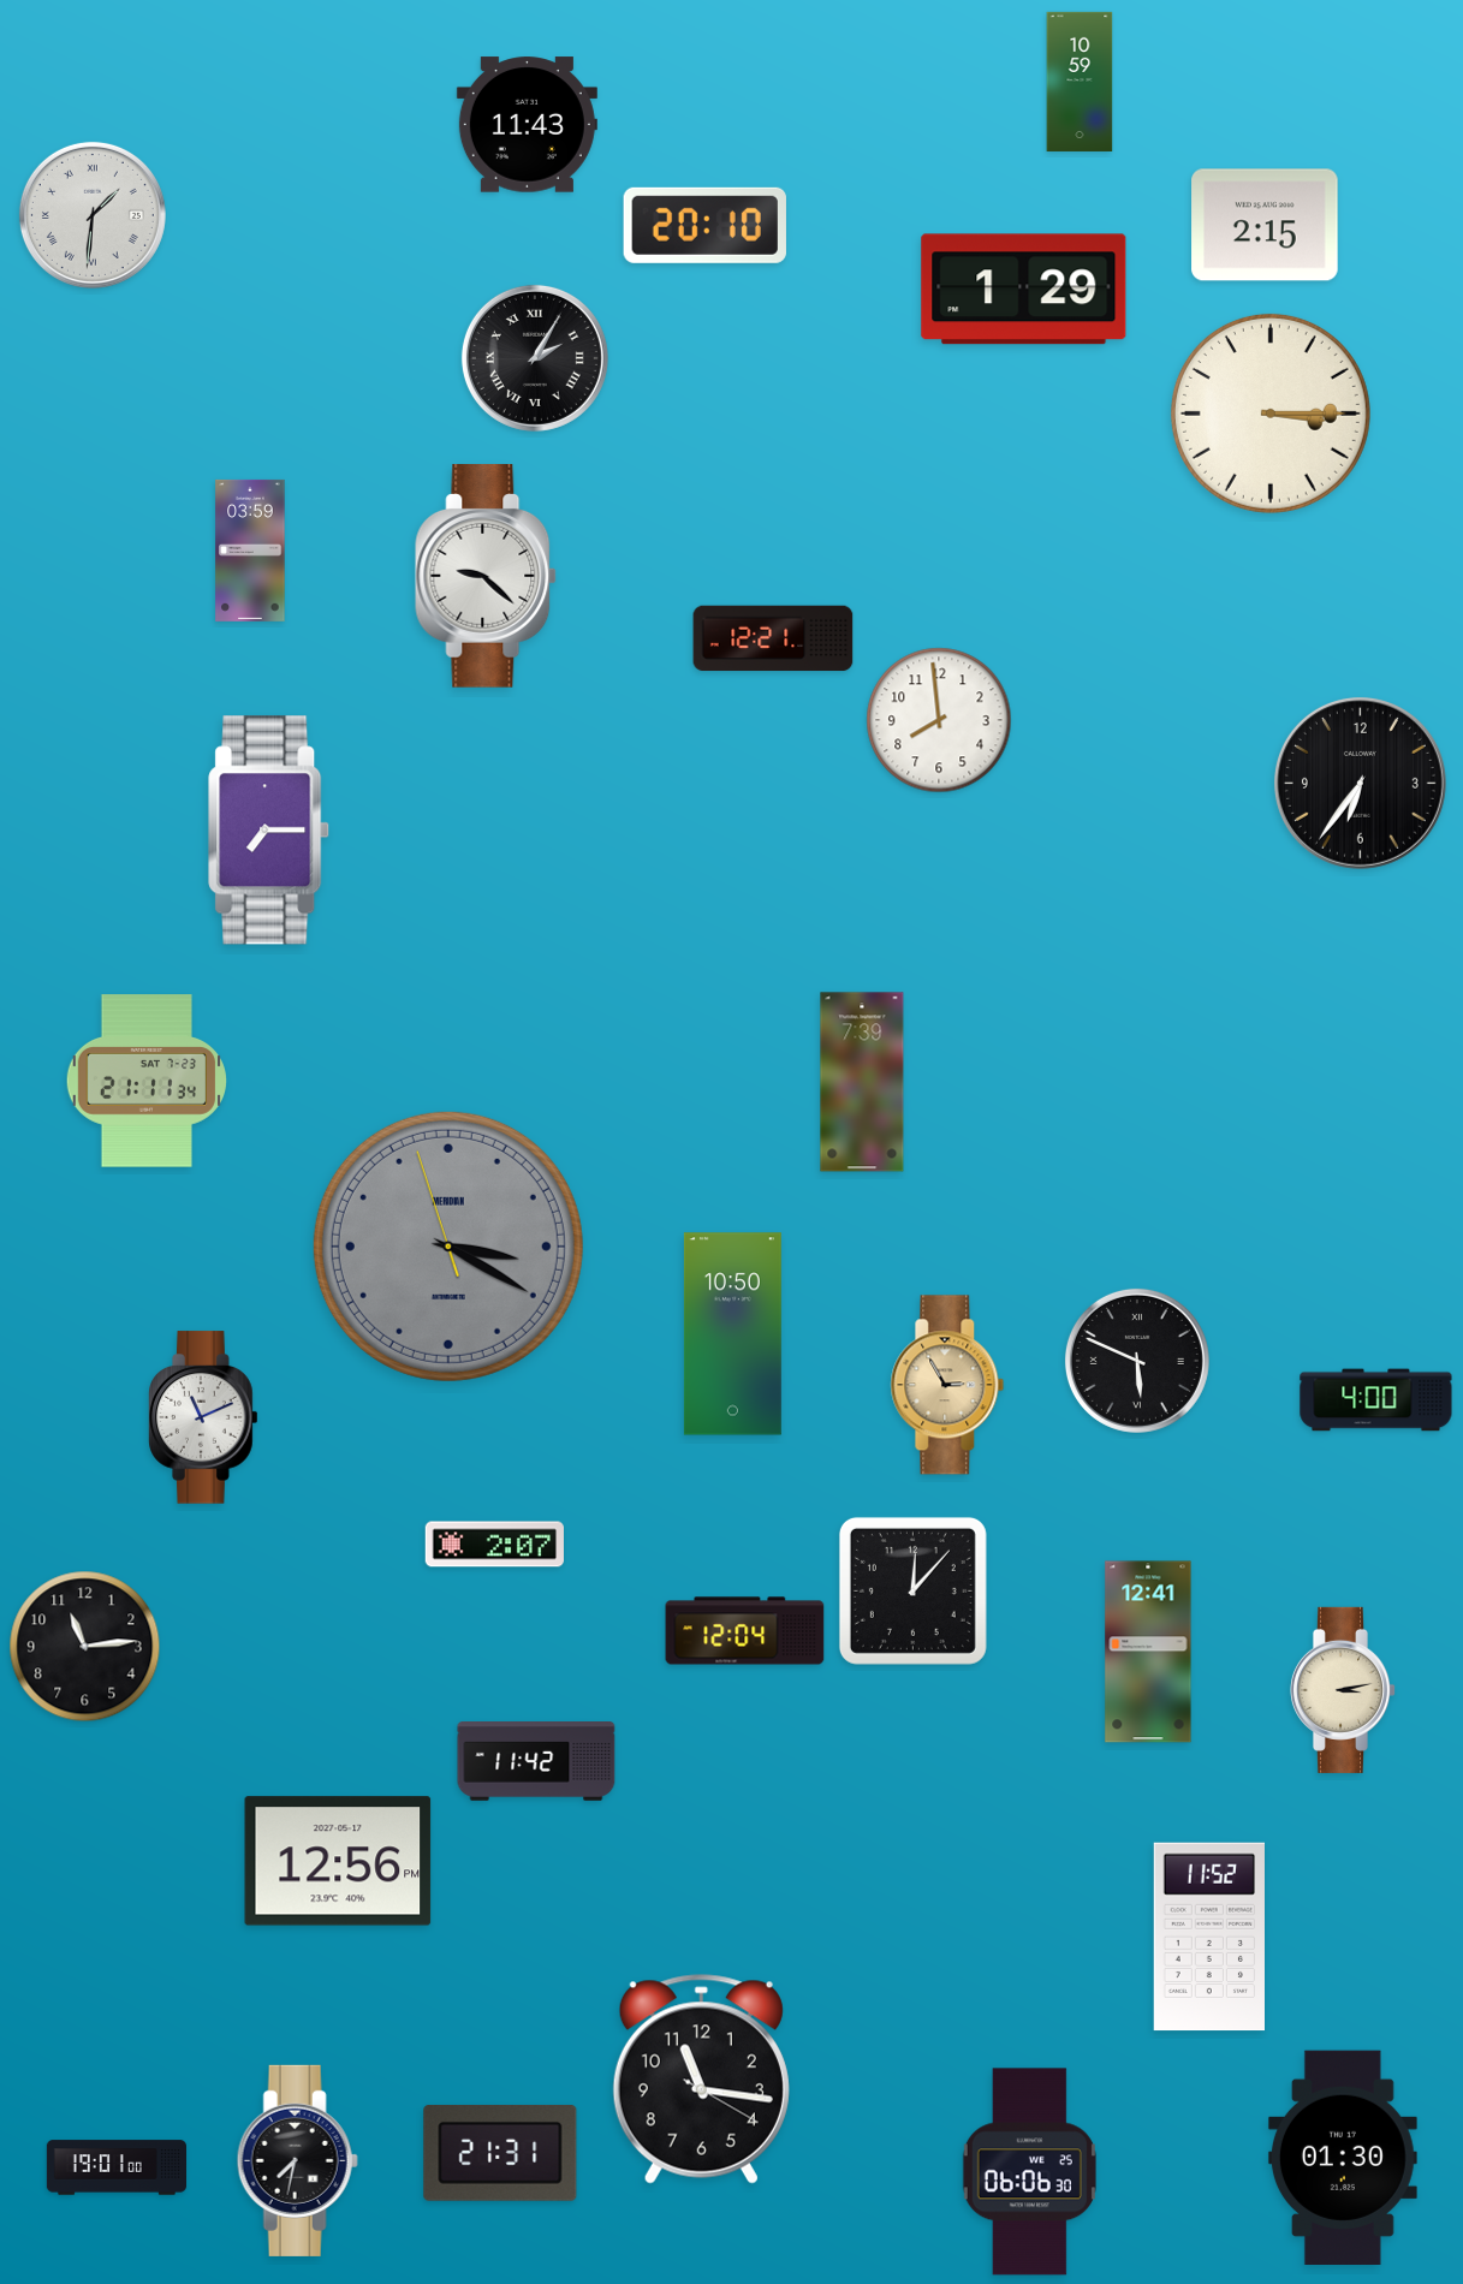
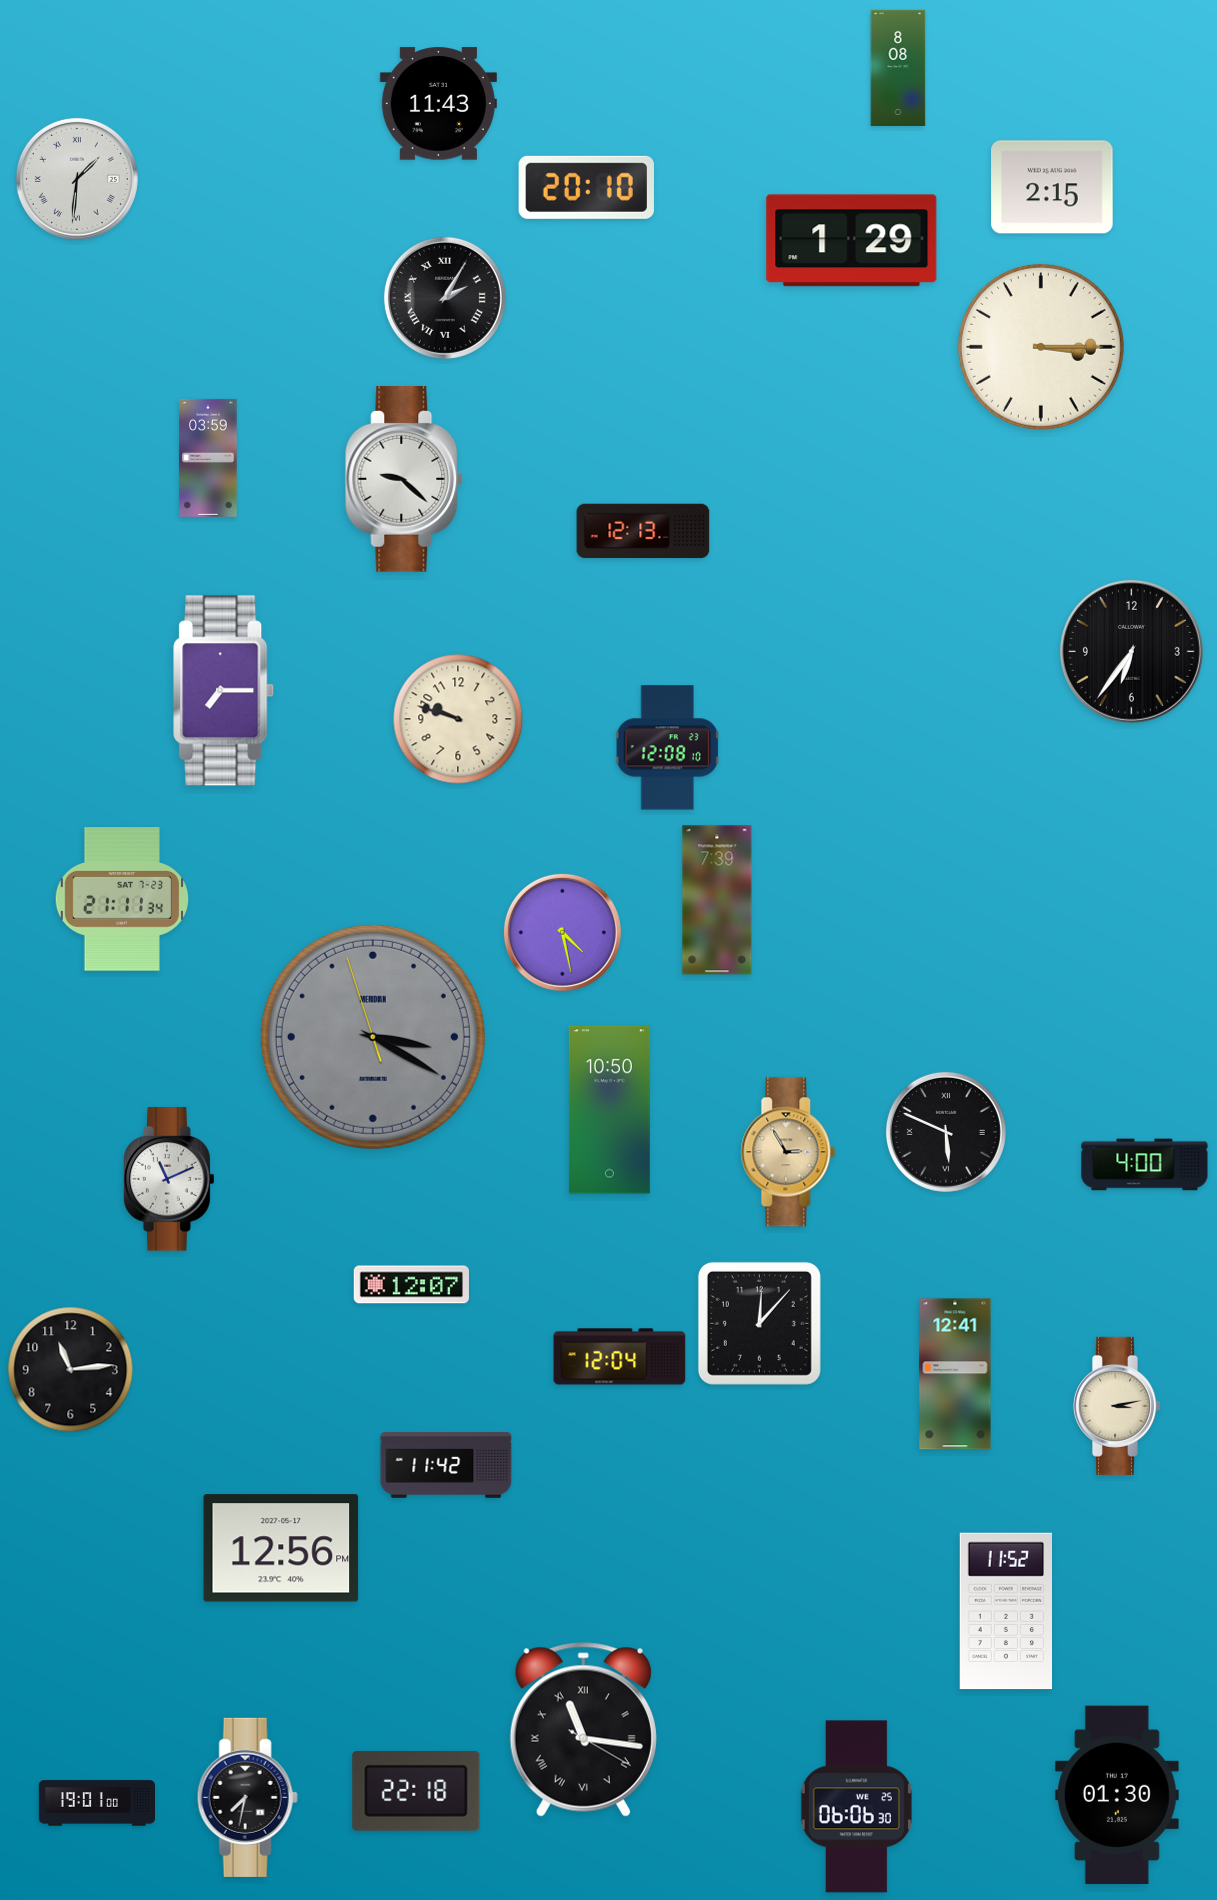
clock at (1080, 82): 10:59 -> 8:08
clock at (1271, 414) position: (1271, 414) -> (1041, 347)
clock at (773, 638): 12:21 -> 12:13
clock at (939, 720): 7:59 -> none
clock at (458, 719): none -> 9:48
clock at (668, 748): none -> 12:08
clock at (562, 932): none -> 4:28
clock at (494, 1545): 2:07 -> 12:07
clock at (701, 2080) numerals: Arabic -> Roman
clock at (500, 2153): 21:31 -> 22:18
